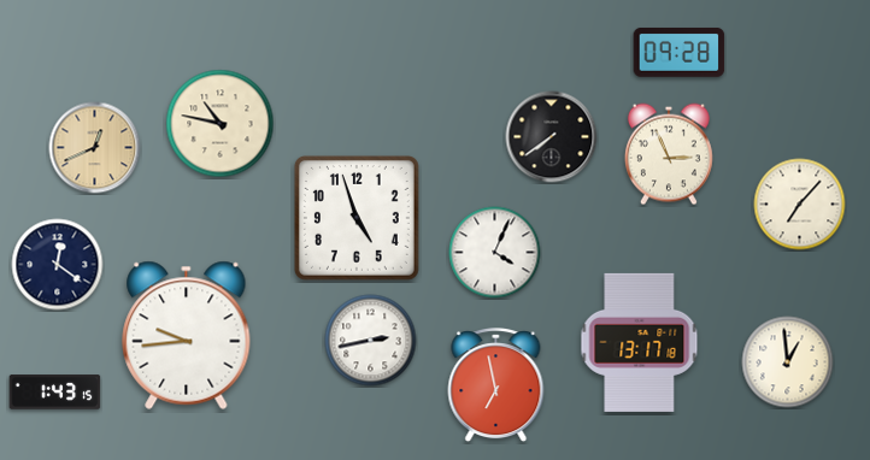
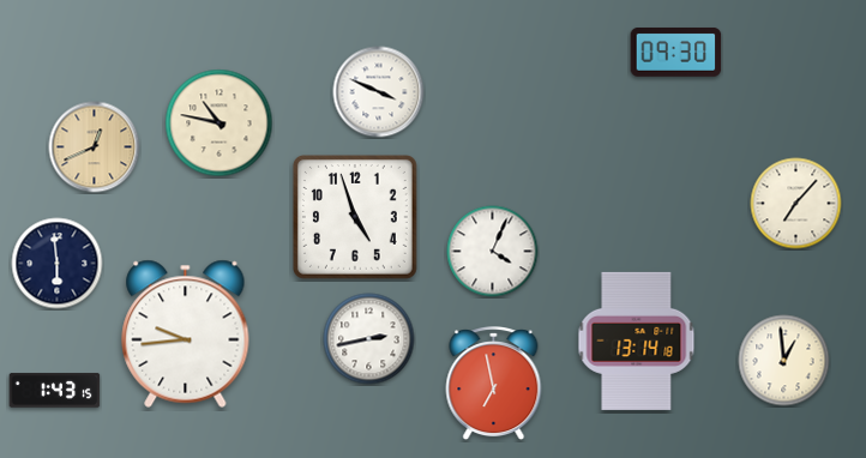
clock at (680, 52): 09:28 -> 09:30
clock at (379, 92): none -> 3:49
clock at (552, 137): 7:39 -> none
clock at (669, 154): 2:56 -> none
clock at (58, 265): 12:21 -> 5:59
clock at (640, 342): 13:17 -> 13:14
